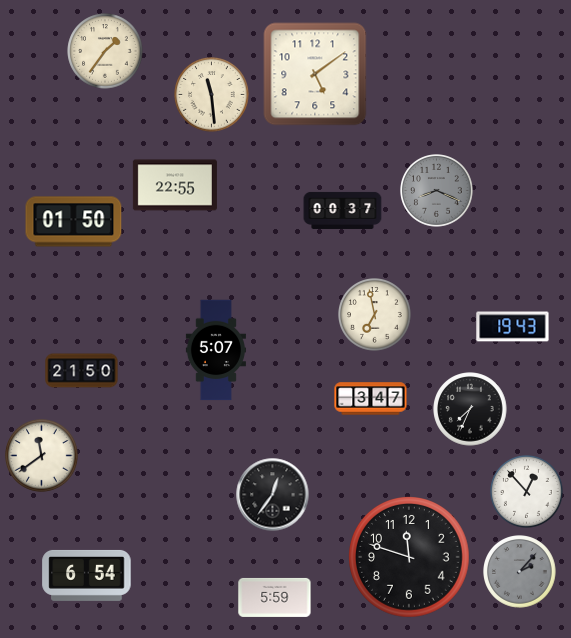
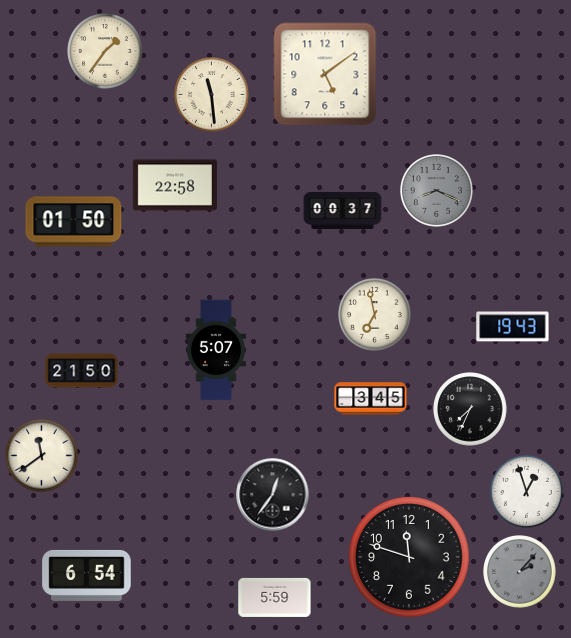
clock at (315, 74) position: (315, 74) -> (325, 74)
clock at (175, 185): 22:55 -> 22:58
clock at (371, 399): 3:47 -> 3:45
clock at (527, 492): 12:53 -> 12:57
